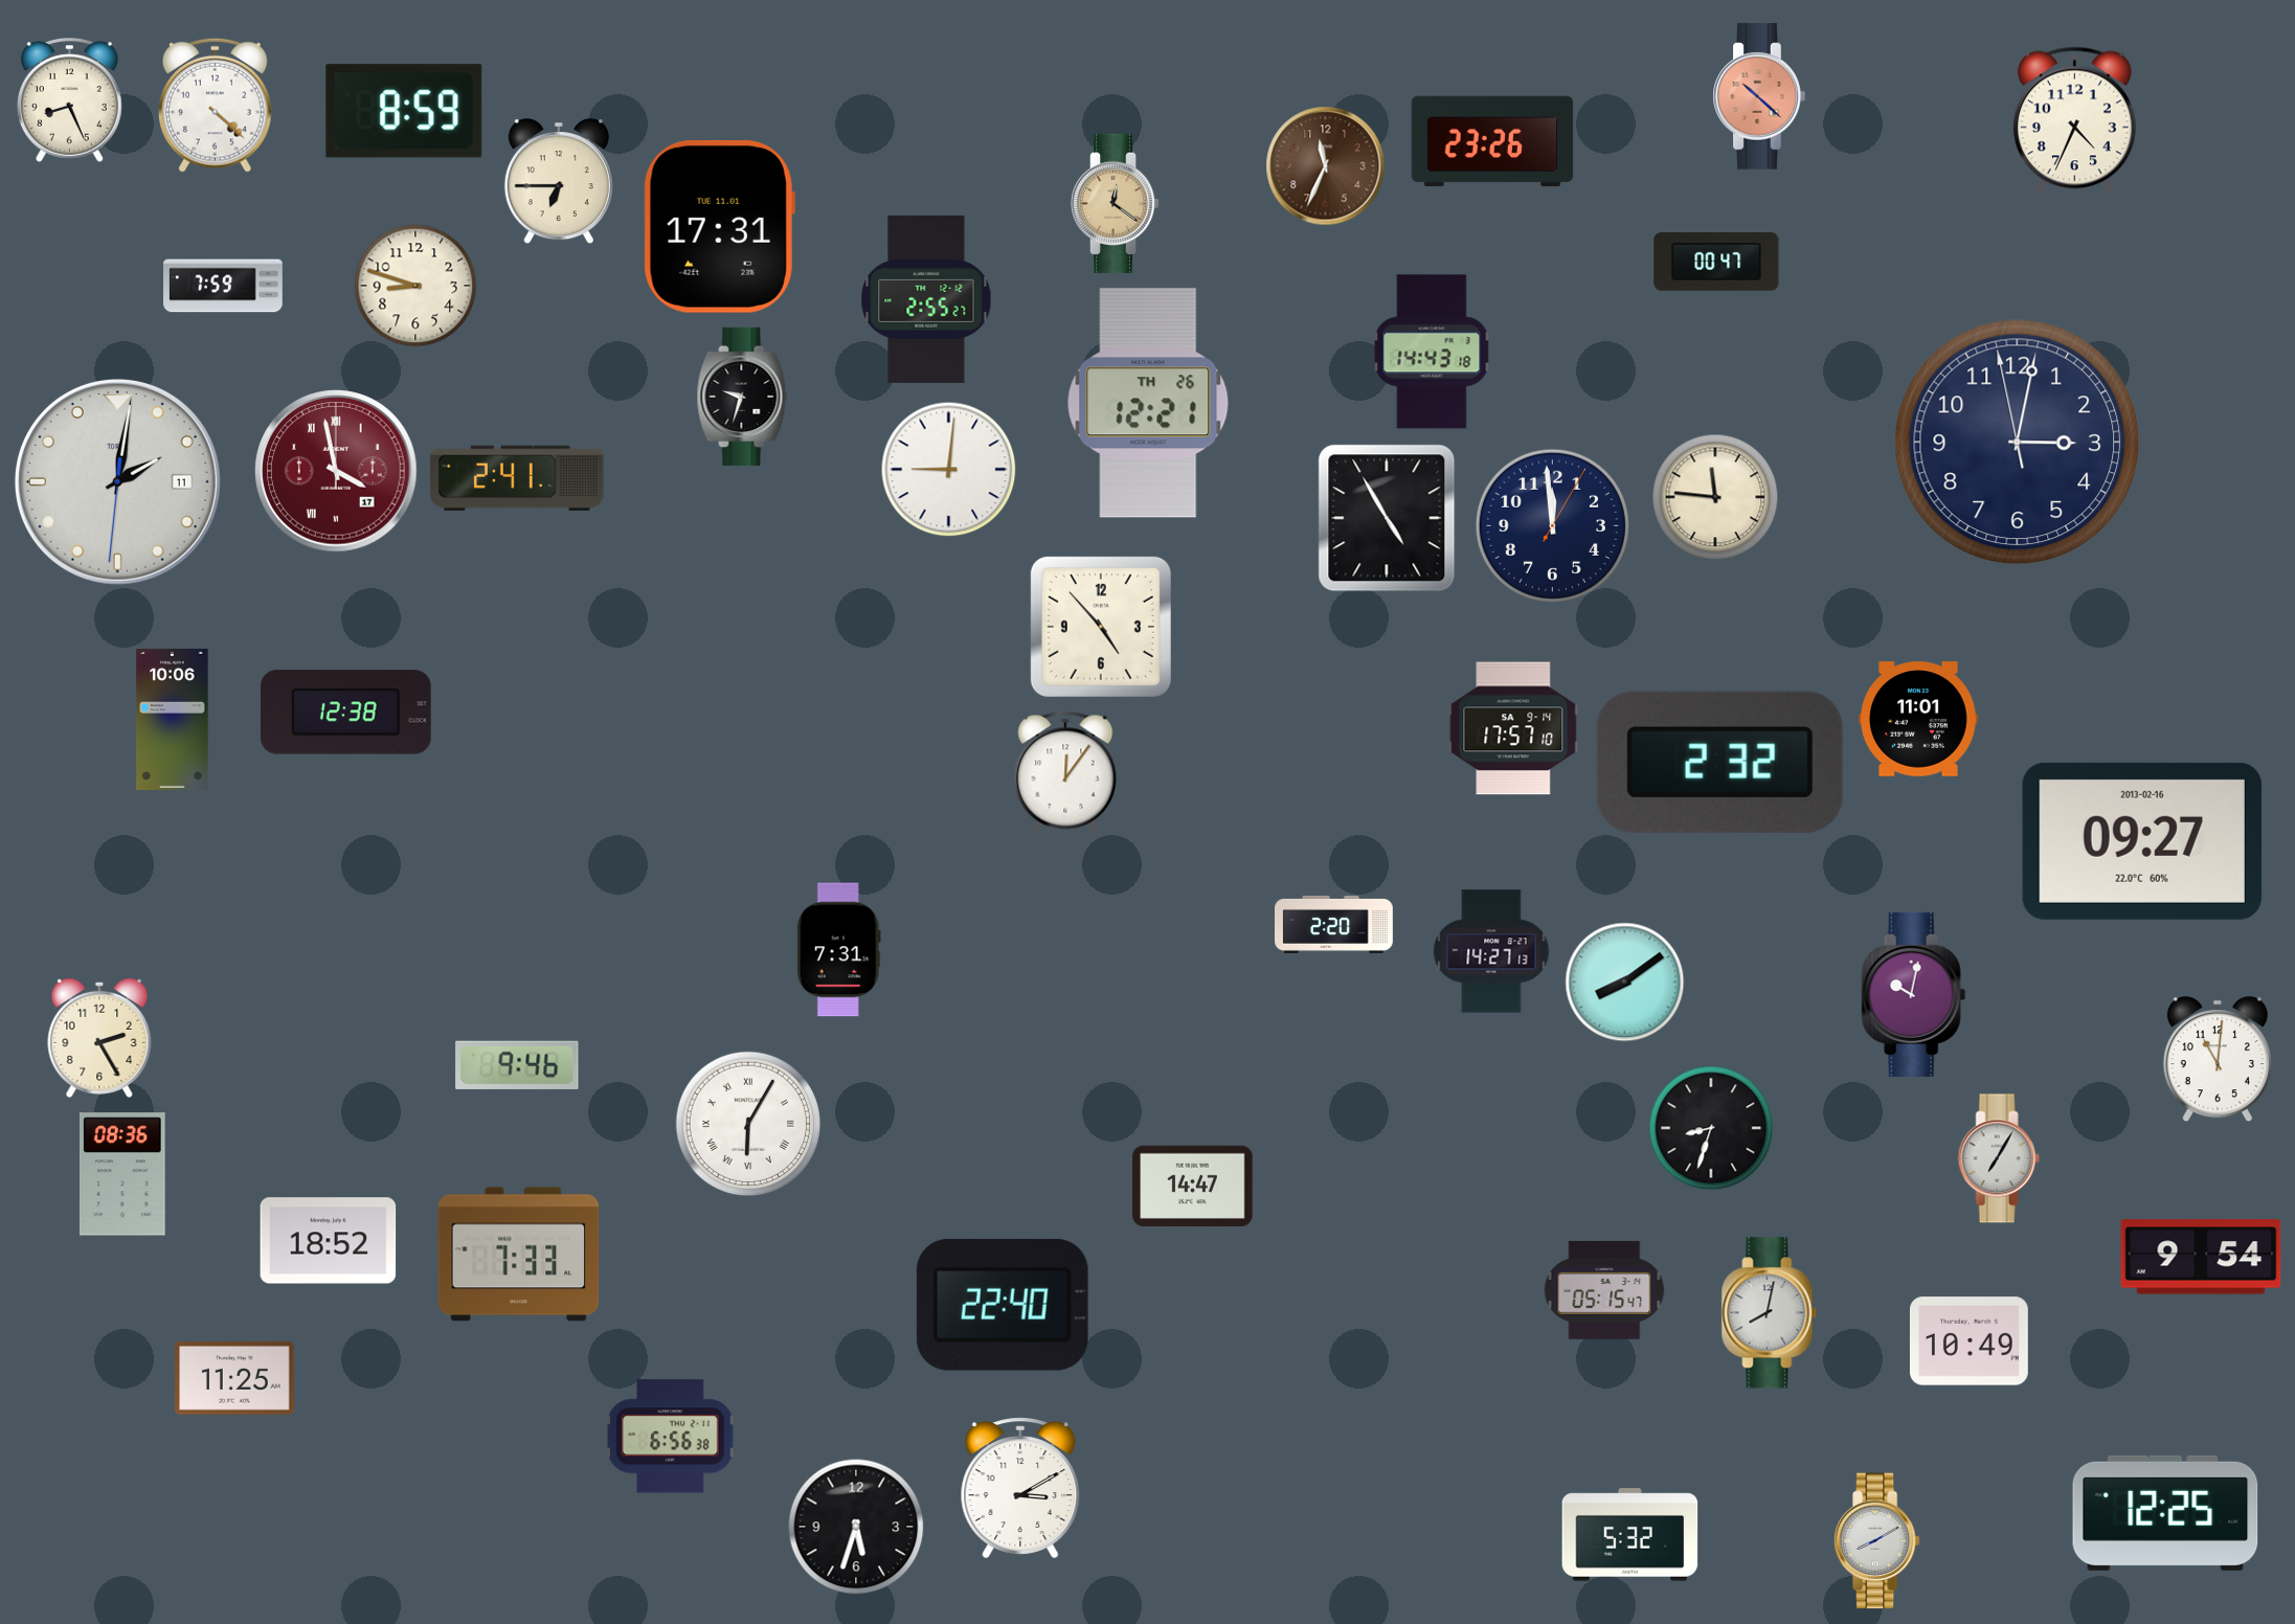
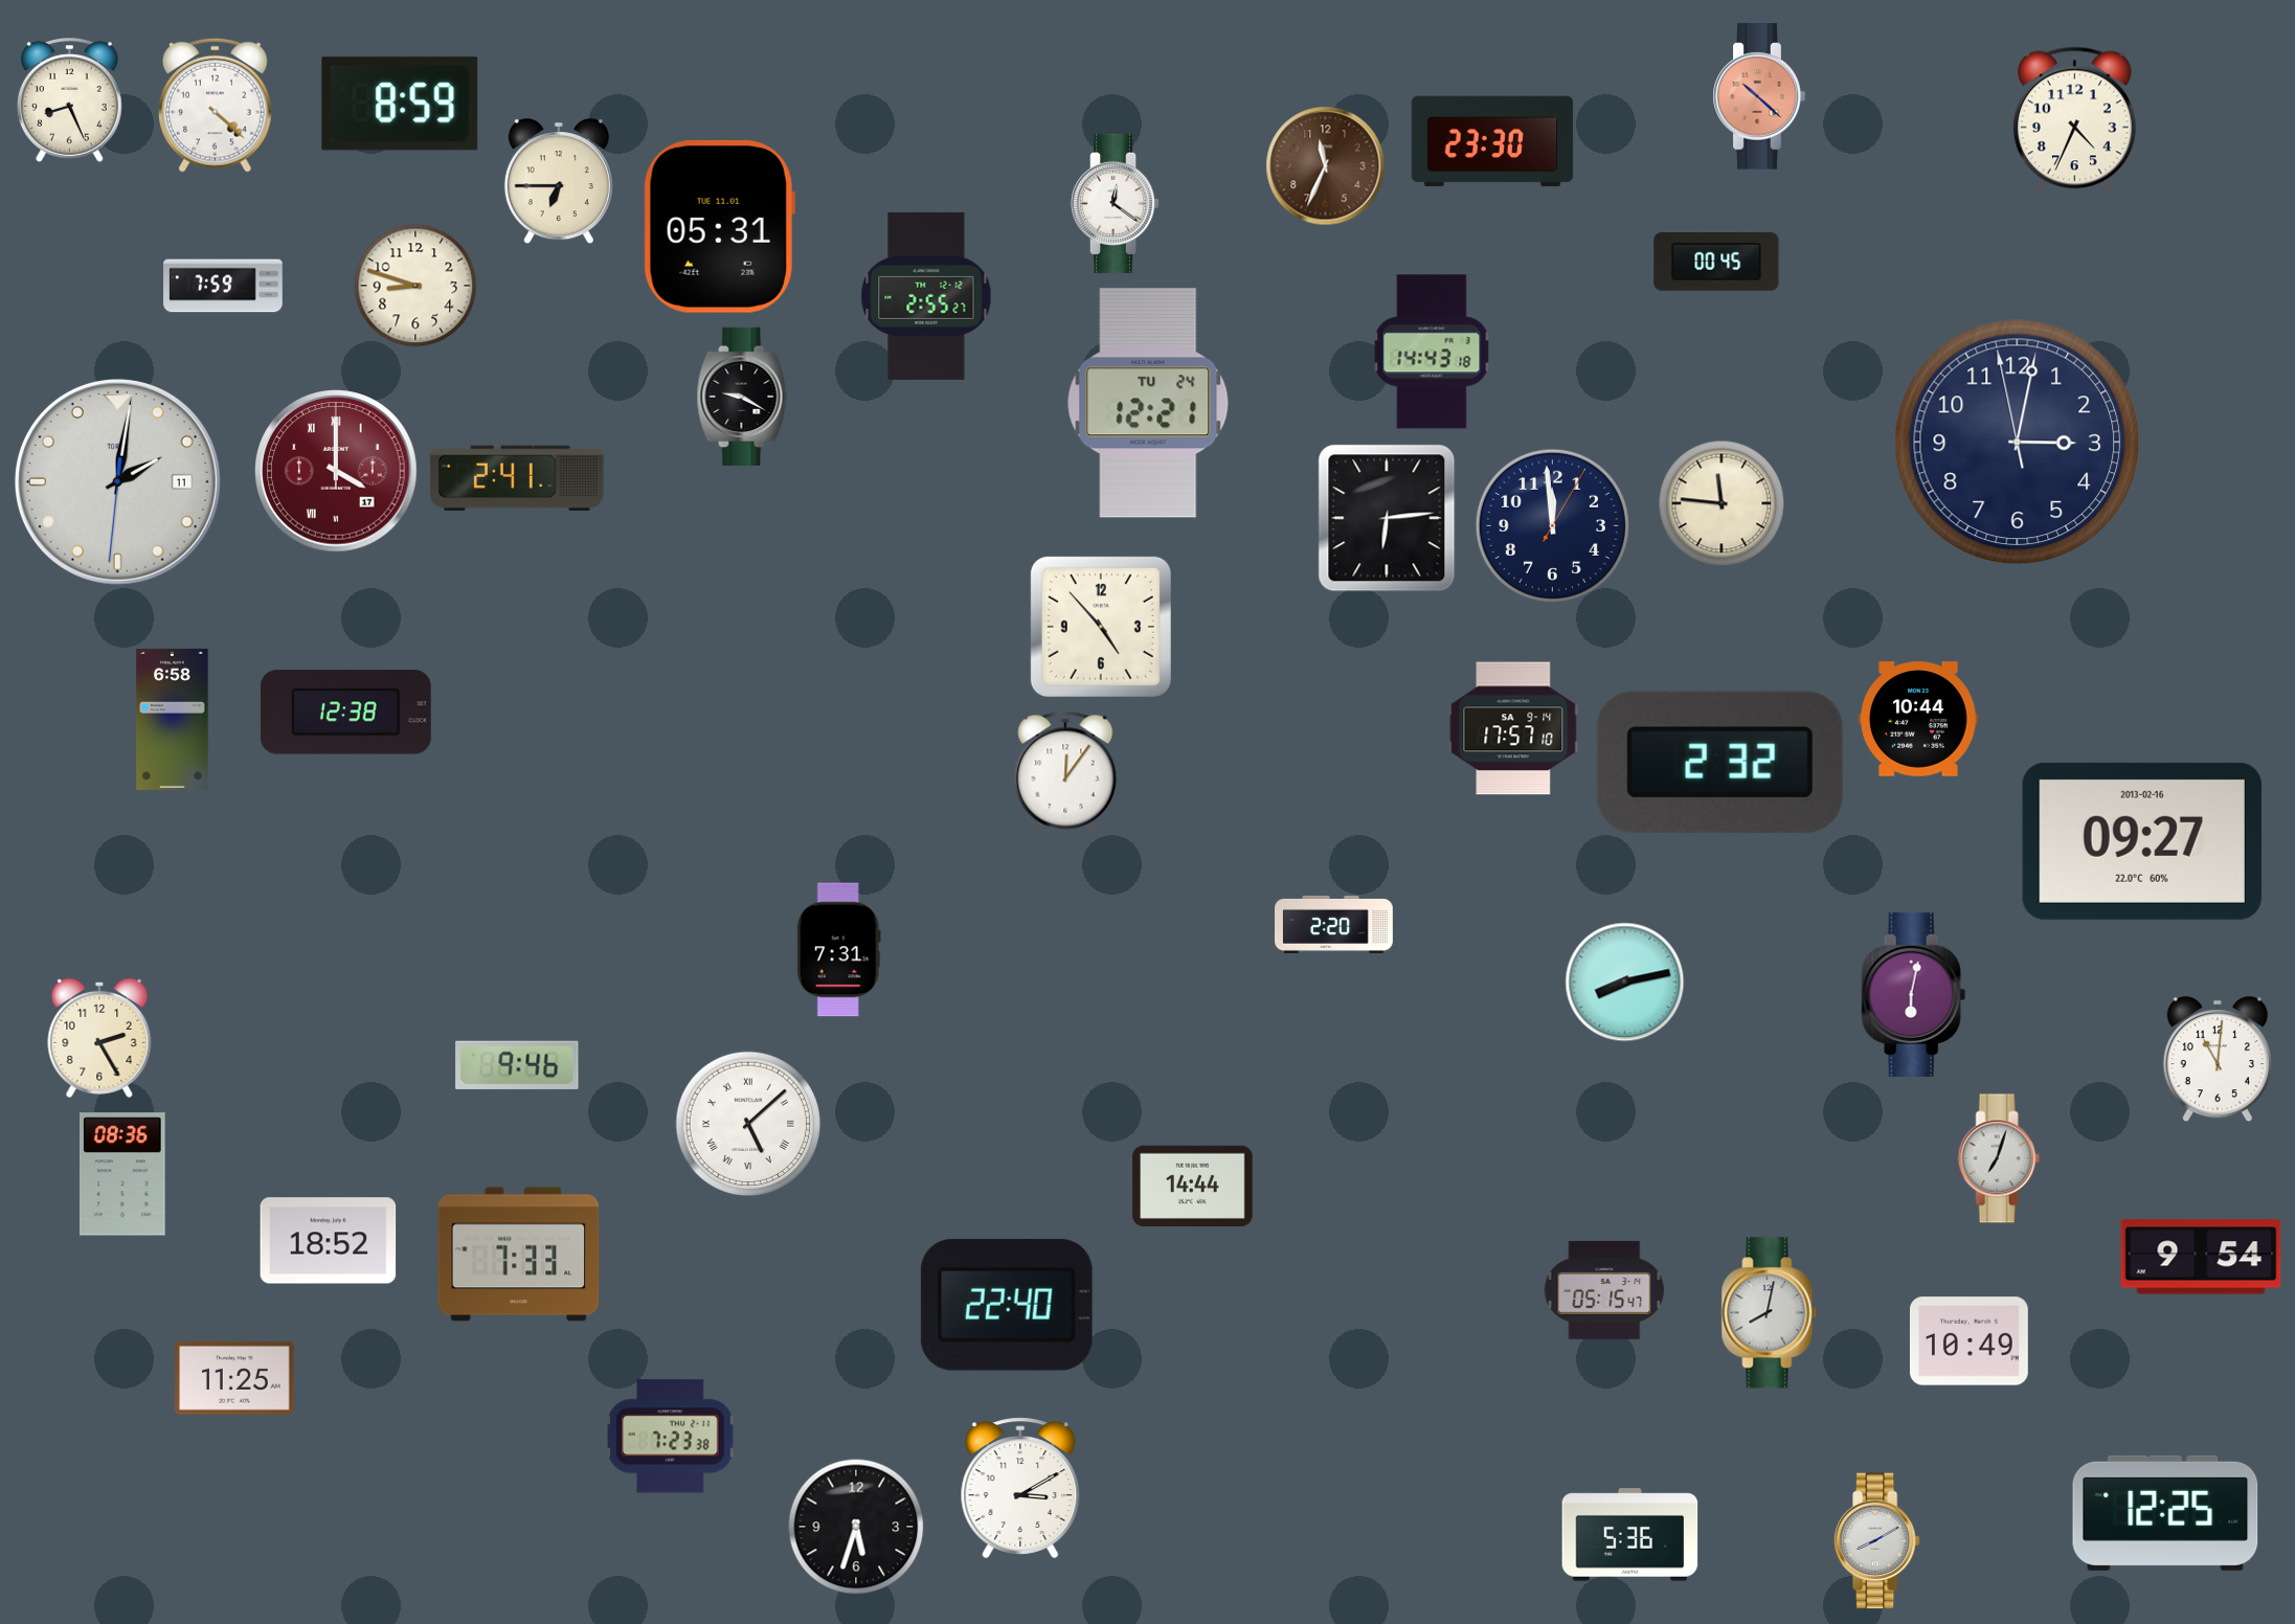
clock at (404, 111) position: (404, 111) -> (400, 104)
clock at (1492, 141): 23:26 -> 23:30
clock at (1117, 203) dial: champagne -> white
clock at (719, 226): 17:31 -> 05:31
clock at (1716, 263): 00:47 -> 00:45
clock at (926, 299) position: (926, 299) -> (926, 296)
clock at (742, 396): 9:33 -> 9:20
clock at (1148, 403) date: TH 26 -> TU 24
clock at (949, 470): 9:01 -> none
clock at (336, 471): 3:58 -> 4:00
clock at (1715, 497) position: (1715, 497) -> (1722, 503)
clock at (1387, 518): 4:55 -> 6:14
clock at (173, 719): 10:06 -> 6:58
clock at (1919, 719): 11:01 -> 10:44
clock at (1491, 951): 14:27 -> none
clock at (1625, 983): 8:09 -> 8:13
clock at (1914, 994): 10:02 -> 6:02
clock at (748, 1124): 6:05 -> 5:08
clock at (1711, 1128): 8:33 -> none
clock at (1999, 1158): 7:05 -> 7:03
clock at (1193, 1186): 14:47 -> 14:44
clock at (1003, 1305) position: (1003, 1305) -> (1007, 1305)
clock at (671, 1437): 6:56 -> 7:23
clock at (1630, 1535): 5:32 -> 5:36
